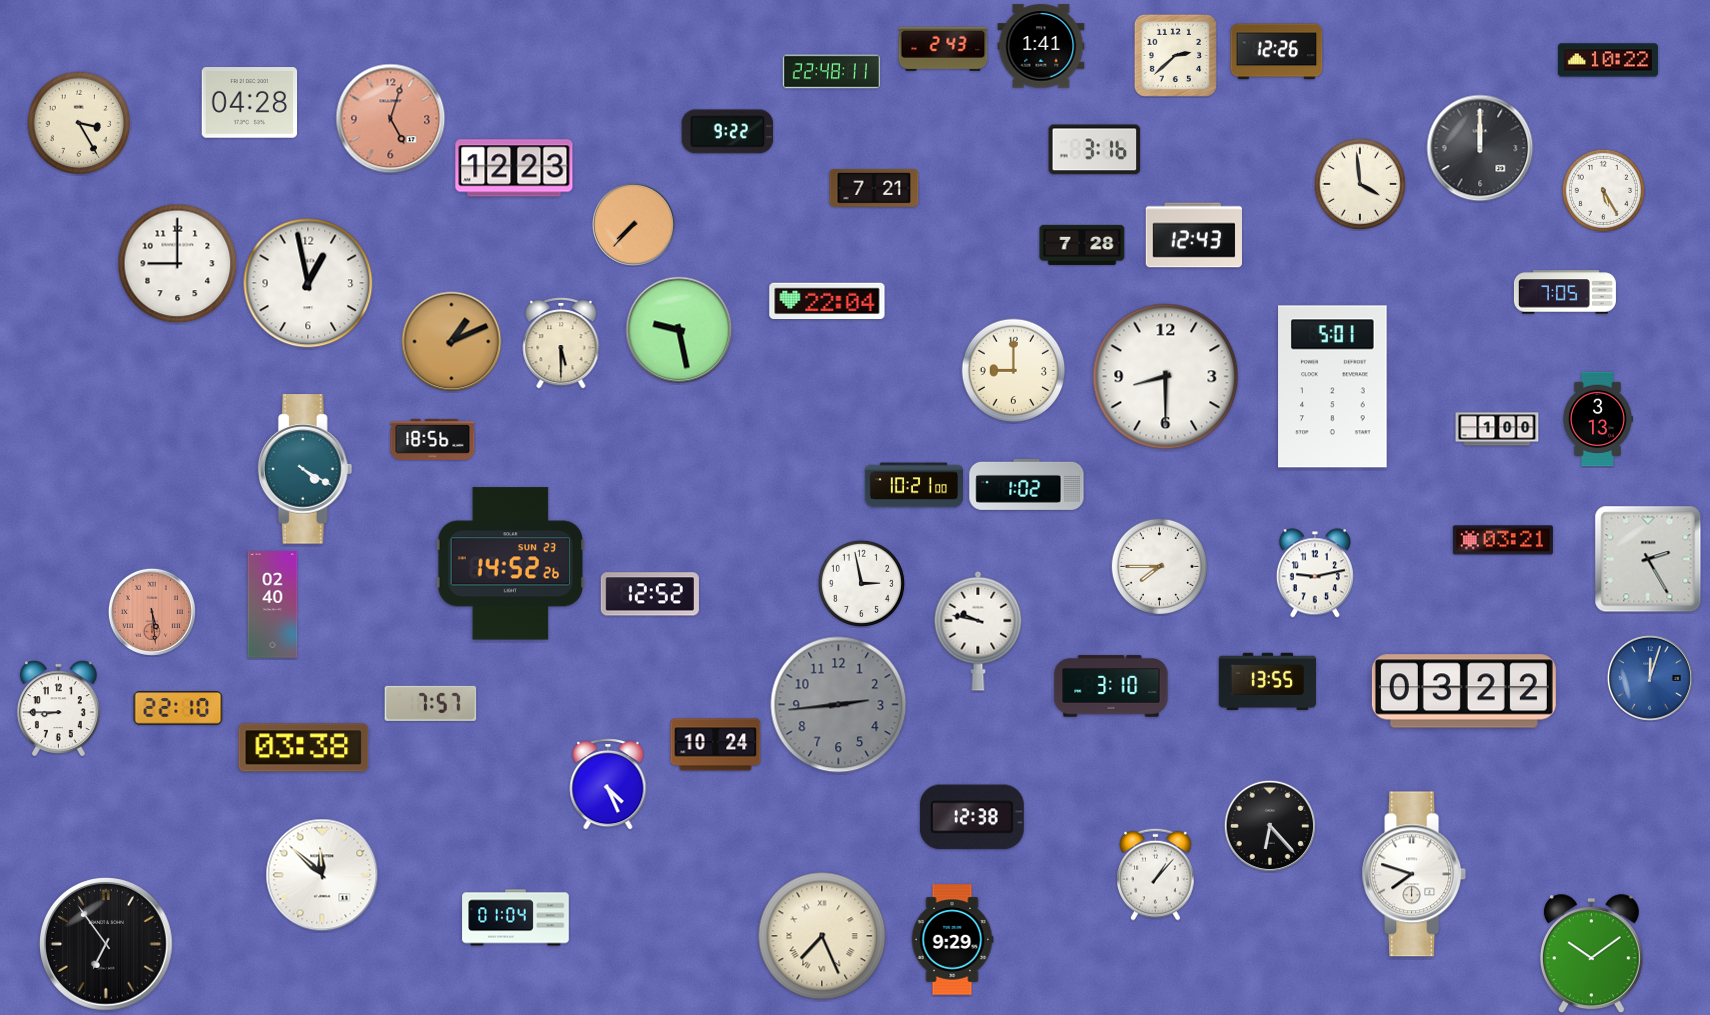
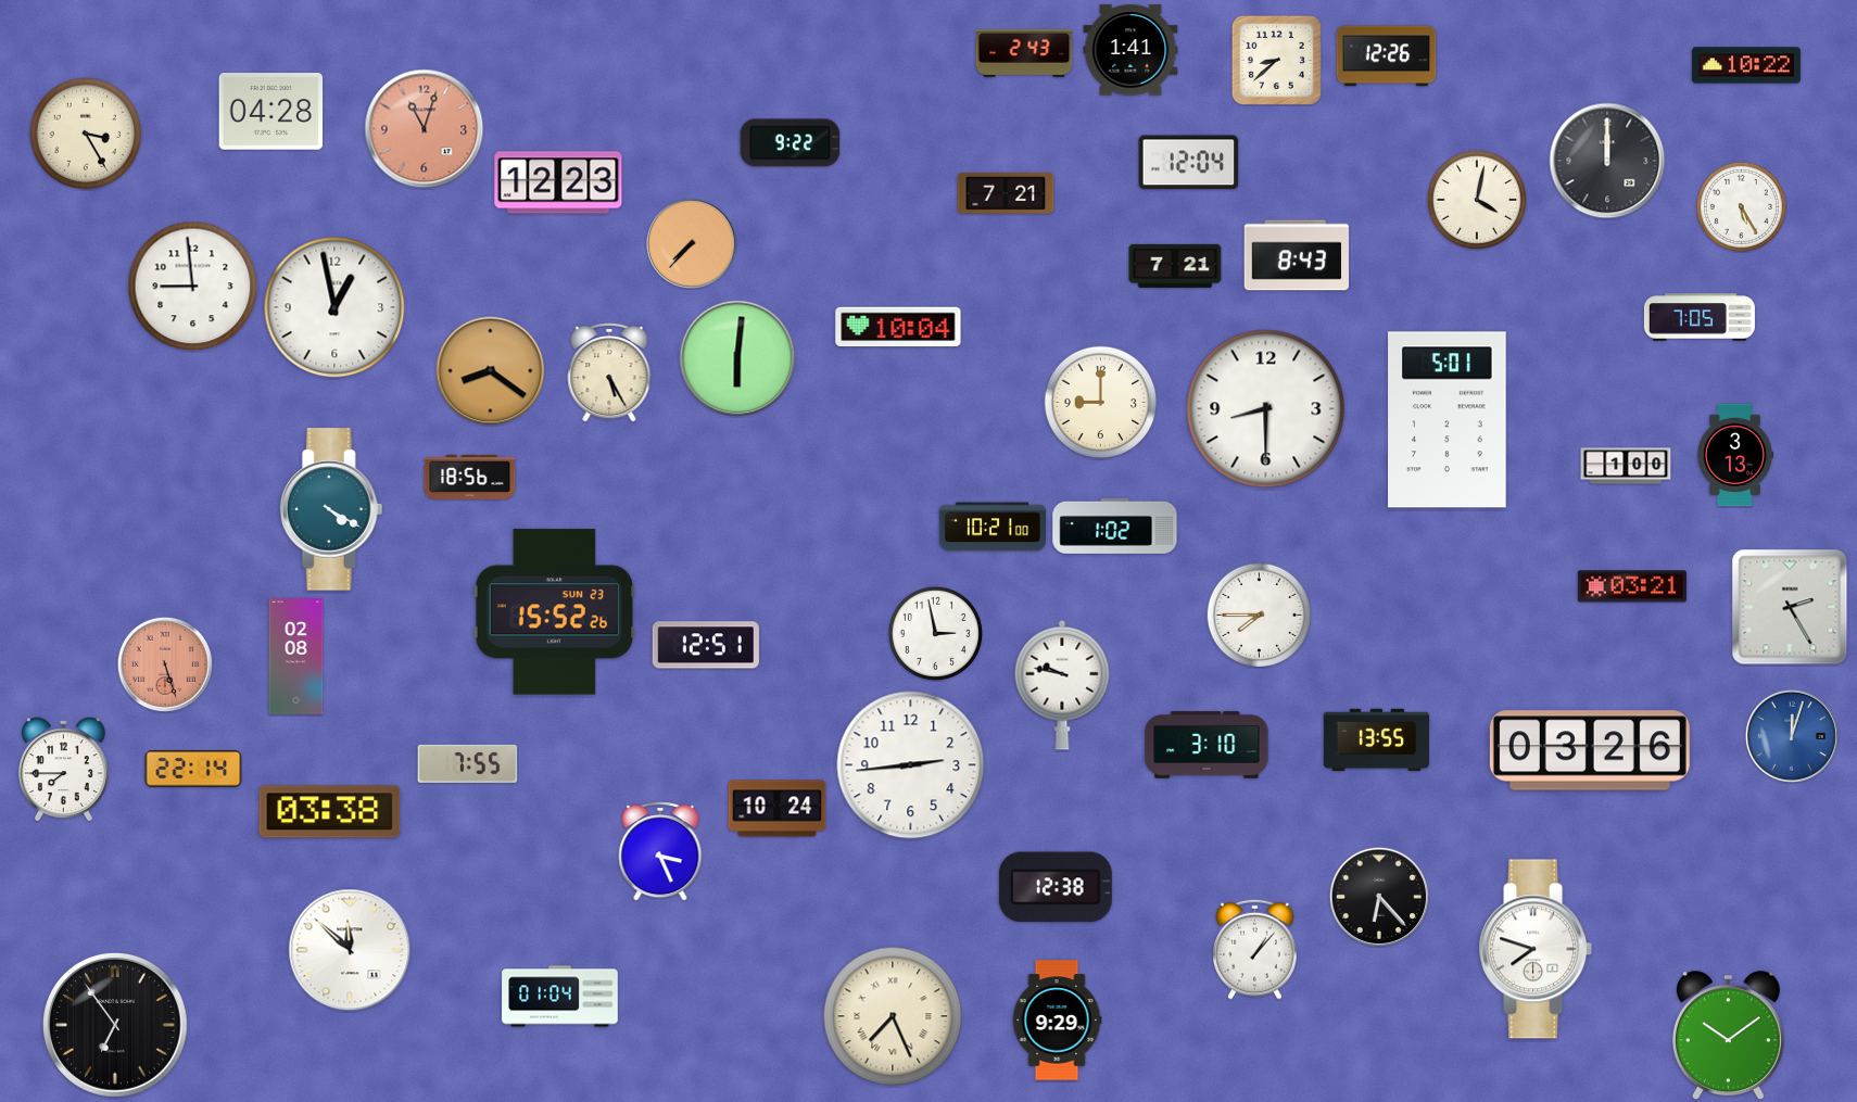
clock at (1175, 55): 2:38 -> 8:38
clock at (832, 72): 22:48 -> none
clock at (391, 119): 5:03 -> 11:03
clock at (1095, 150): 3:16 -> 12:04
clock at (1359, 183): 3:59 -> 4:02
clock at (874, 189) position: (874, 189) -> (1006, 194)
clock at (633, 224) position: (633, 224) -> (691, 243)
clock at (1193, 235): 12:43 -> 8:43
clock at (1082, 245): 7:28 -> 7:21
clock at (178, 264): 9:00 -> 8:59
clock at (827, 301): 22:04 -> 10:04
clock at (679, 330): 9:28 -> 6:01
clock at (452, 342): 1:11 -> 8:21
clock at (561, 343): 5:30 -> 5:25
clock at (511, 564): 14:52 -> 15:52
clock at (1315, 573): 9:13 -> none
clock at (650, 594): 12:52 -> 12:51
clock at (273, 605): 02:40 -> 02:08
clock at (152, 612): 5:29 -> 5:27
clock at (1464, 691): 03:22 -> 03:26
clock at (431, 703): 7:57 -> 7:55
clock at (839, 705) dial: grey -> white
clock at (58, 708): 8:45 -> 7:45
clock at (178, 709): 22:10 -> 22:14
clock at (608, 784): 4:26 -> 3:26
clock at (952, 940) position: (952, 940) -> (1057, 1021)
